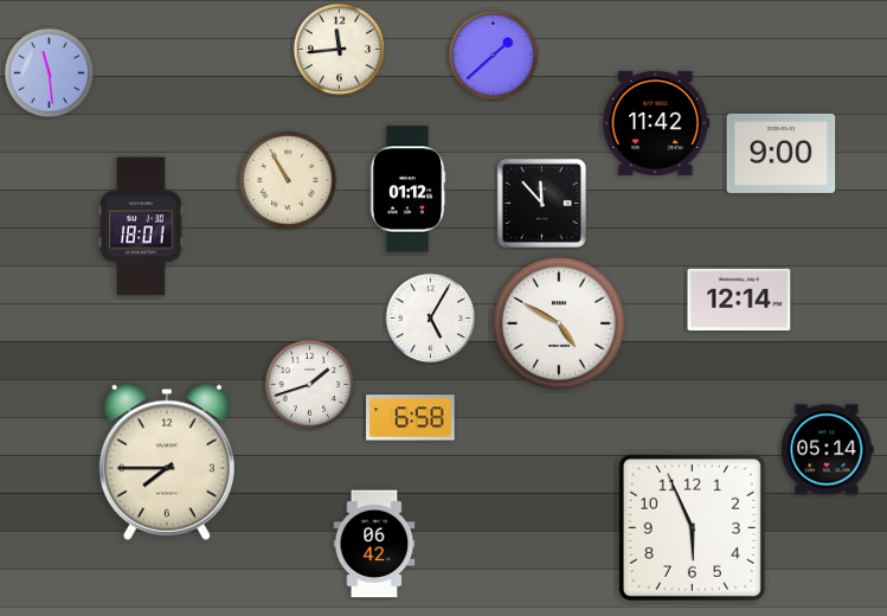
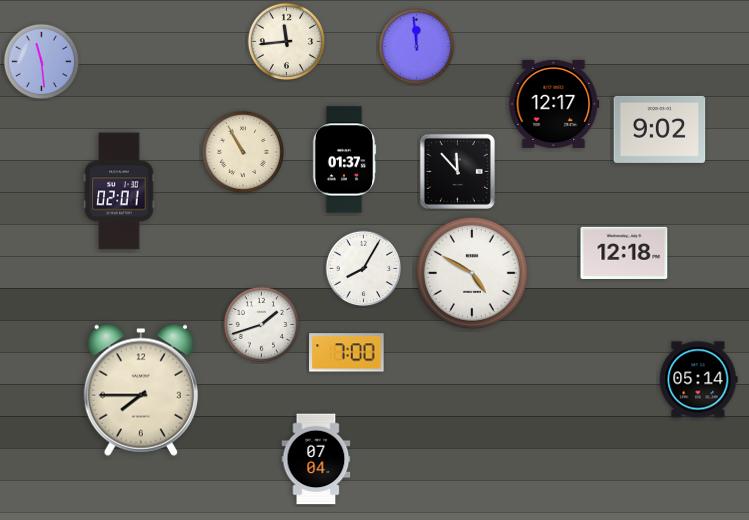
clock at (494, 56): 1:38 -> 11:59
clock at (656, 123): 11:42 -> 12:17
clock at (782, 153): 9:00 -> 9:02
clock at (407, 190): 01:12 -> 01:37
clock at (141, 226): 18:01 -> 02:01
clock at (739, 300): 12:14 -> 12:18
clock at (431, 319): 5:05 -> 8:05
clock at (411, 418): 6:58 -> 7:00
clock at (692, 527): 5:56 -> none
clock at (374, 544): 06:42 -> 07:04
